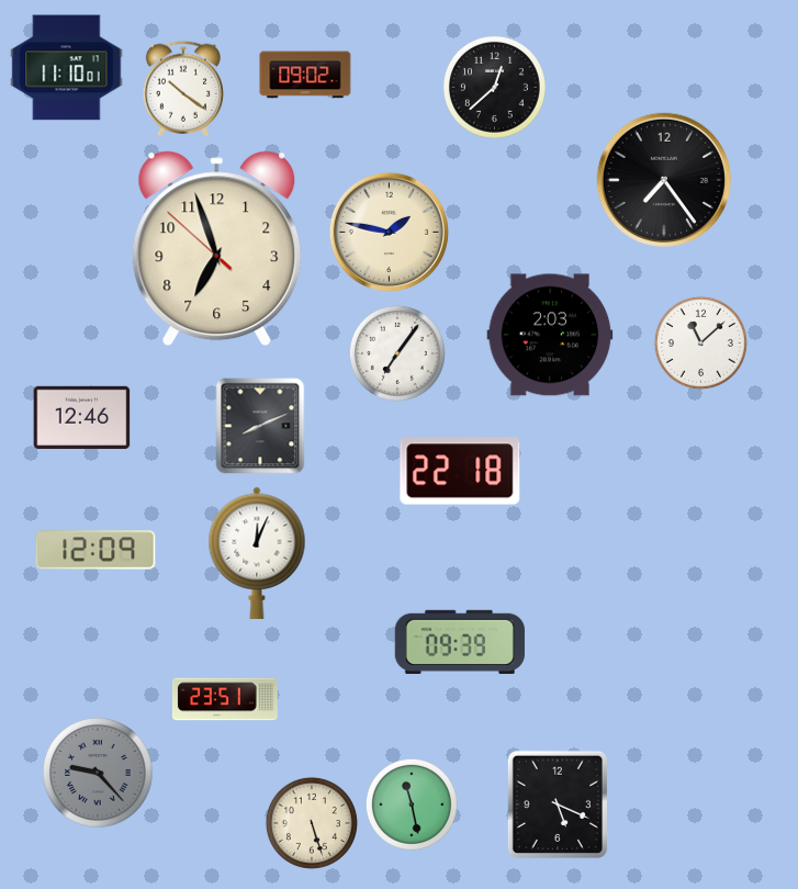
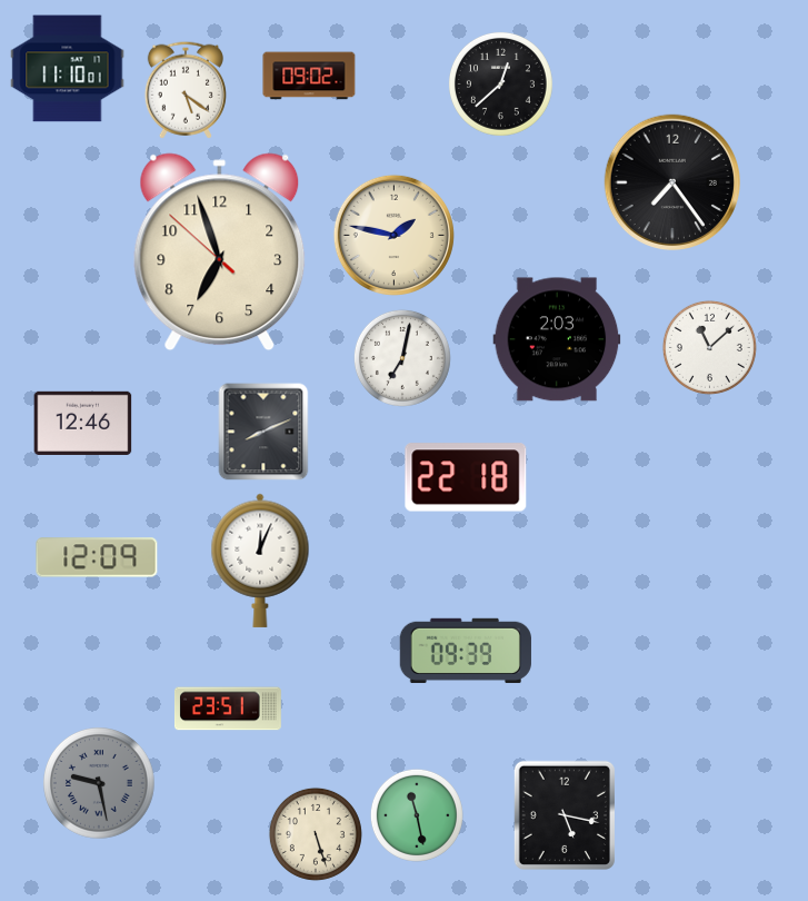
clock at (494, 87) position: (494, 87) -> (500, 83)
clock at (183, 89): 10:21 -> 5:21
clock at (397, 353): 7:06 -> 7:02
clock at (99, 774): 9:23 -> 9:28
clock at (557, 803): 5:19 -> 5:17
